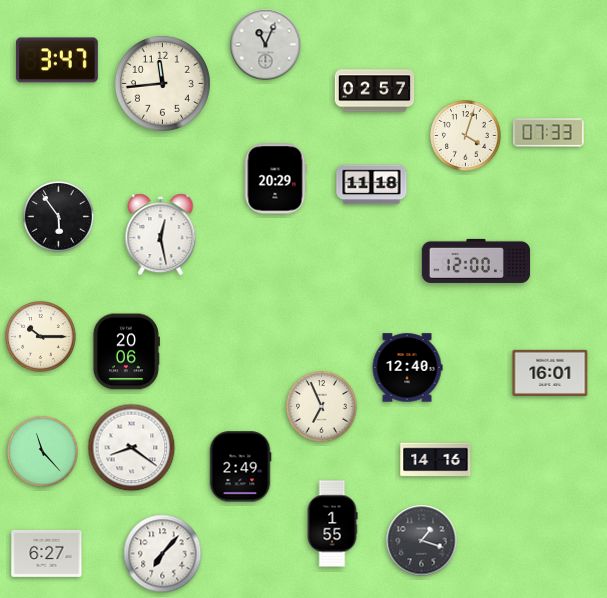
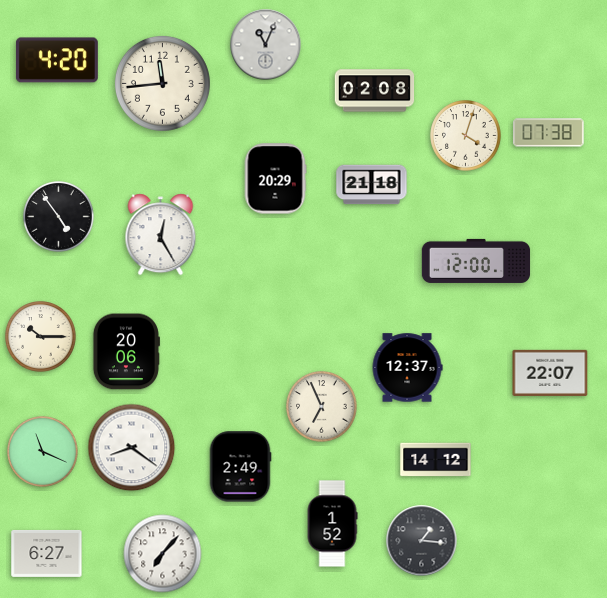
clock at (57, 60): 3:47 -> 4:20
clock at (375, 91): 02:57 -> 02:08
clock at (549, 133): 07:33 -> 07:38
clock at (372, 185): 11:18 -> 21:18
clock at (59, 217): 5:54 -> 4:54
clock at (161, 235): 12:28 -> 12:25
clock at (407, 368): 12:40 -> 12:37
clock at (550, 373): 16:01 -> 22:07
clock at (43, 452): 11:23 -> 11:19
clock at (436, 460): 14:16 -> 14:12
clock at (332, 524): 1:55 -> 1:52
clock at (422, 541): 1:18 -> 1:16
